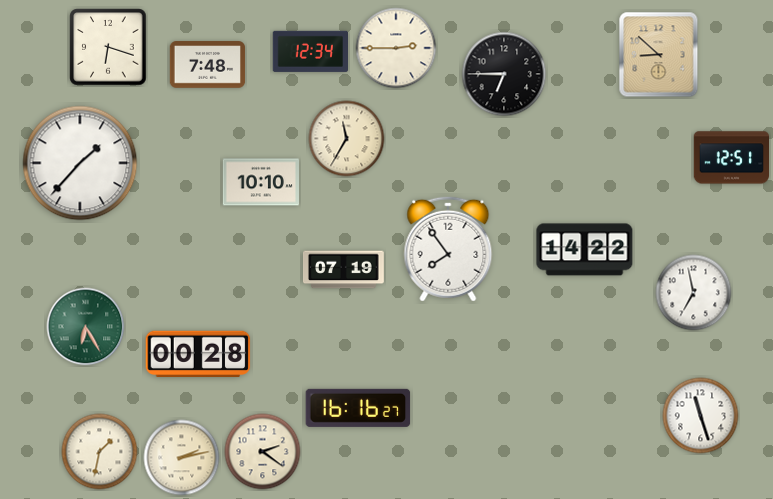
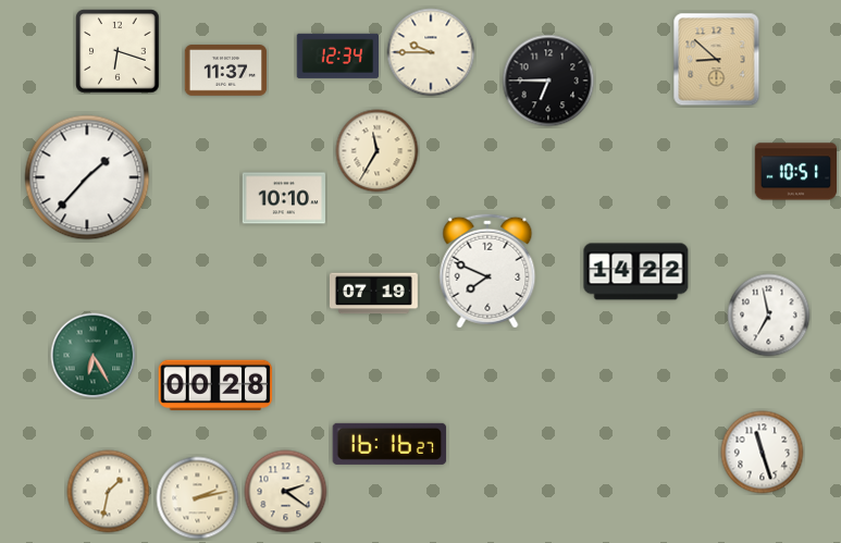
clock at (396, 48): 2:45 -> 9:45
clock at (208, 65): 7:48 -> 11:37
clock at (732, 158): 12:51 -> 10:51
clock at (448, 249): 7:54 -> 7:49
clock at (694, 293) position: (694, 293) -> (769, 316)
